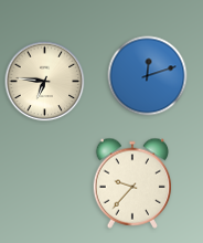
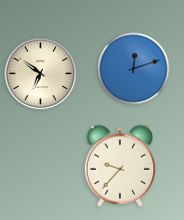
clock at (45, 82): 6:46 -> 6:51
